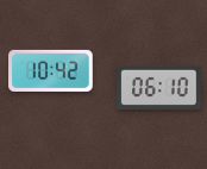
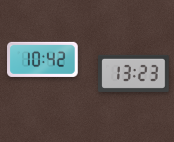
clock at (159, 87): 06:10 -> 13:23
